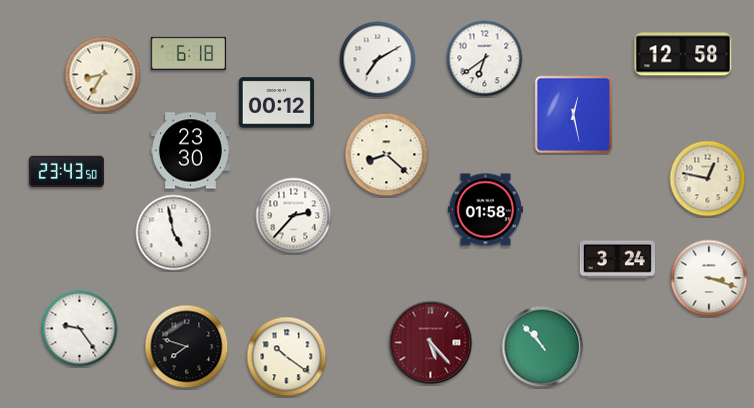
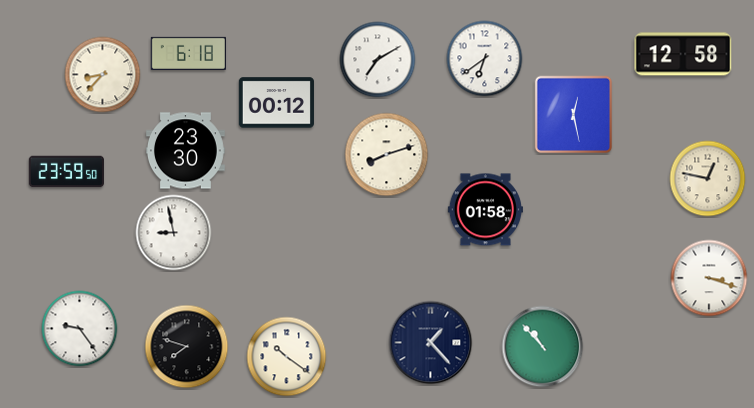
clock at (103, 75): 8:35 -> 8:37
clock at (190, 151) position: (190, 151) -> (185, 151)
clock at (387, 155): 8:22 -> 8:12
clock at (66, 172): 23:43 -> 23:59
clock at (294, 216): 2:37 -> none
clock at (174, 233): 4:58 -> 8:58
clock at (617, 260): 3:24 -> none
clock at (431, 343): 5:23 -> 1:23
clock at (431, 343) dial: burgundy -> navy
